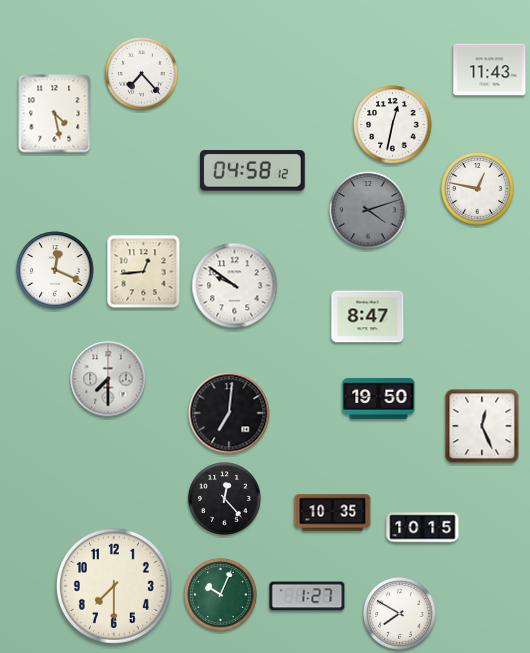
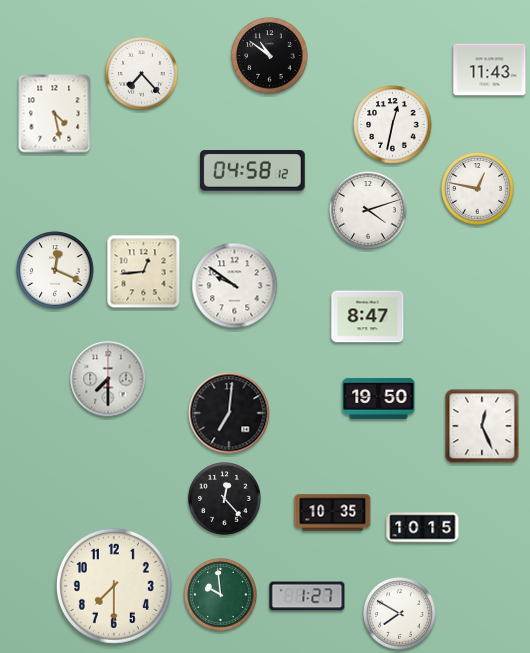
clock at (270, 56): none -> 10:51
clock at (368, 210) dial: grey -> white
clock at (221, 595): 10:04 -> 9:59
